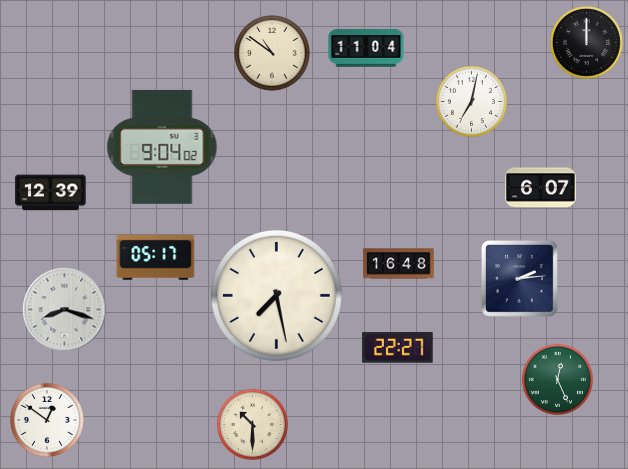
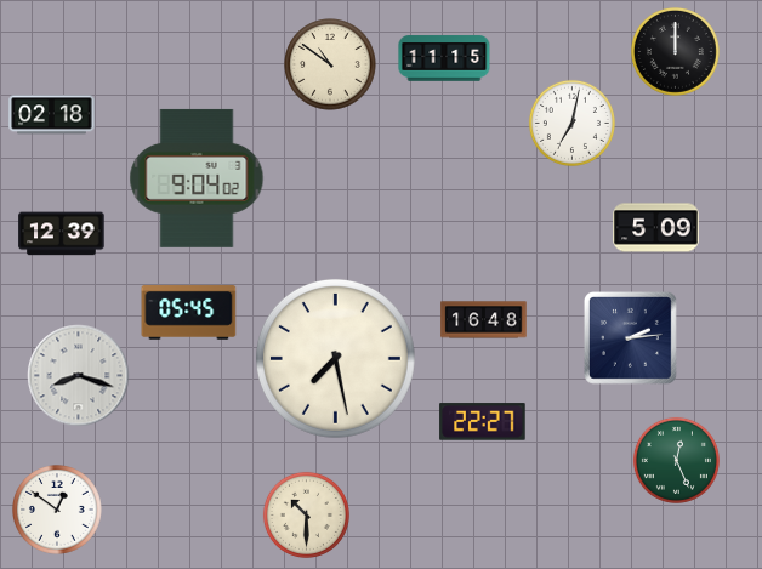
clock at (586, 42) position: (586, 42) -> (675, 51)
clock at (366, 48): 11:04 -> 11:15
clock at (52, 115): none -> 02:18
clock at (541, 188): 6:07 -> 5:09
clock at (156, 258): 05:17 -> 05:45
